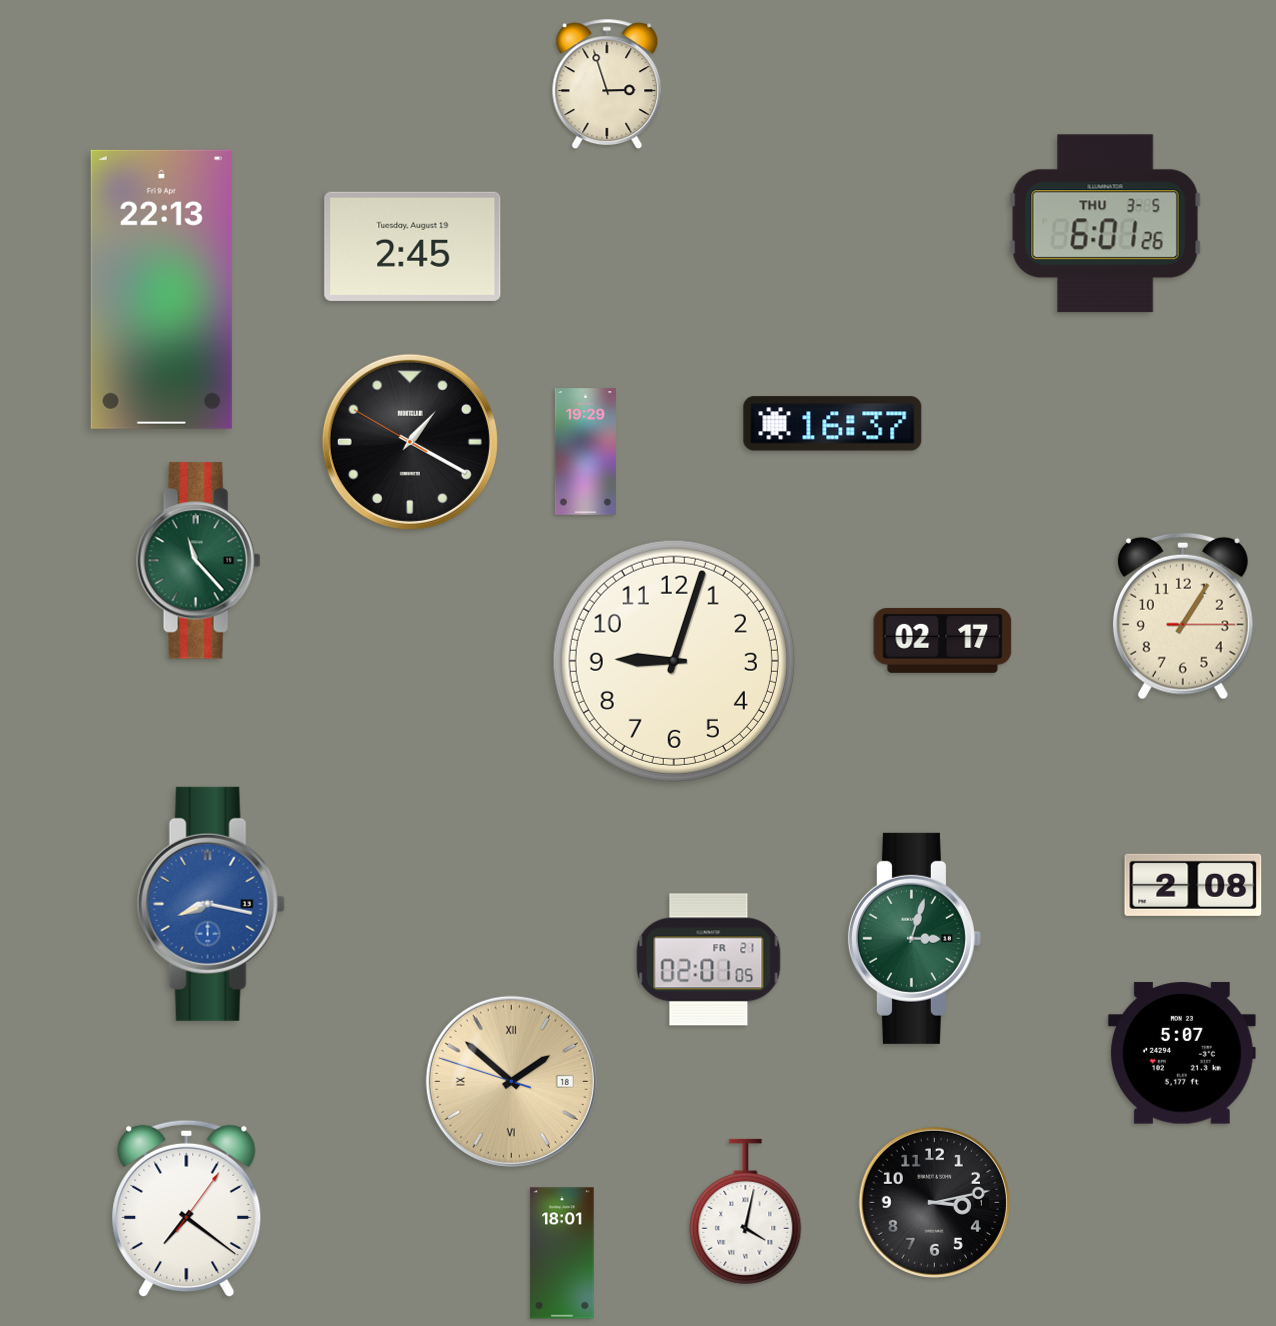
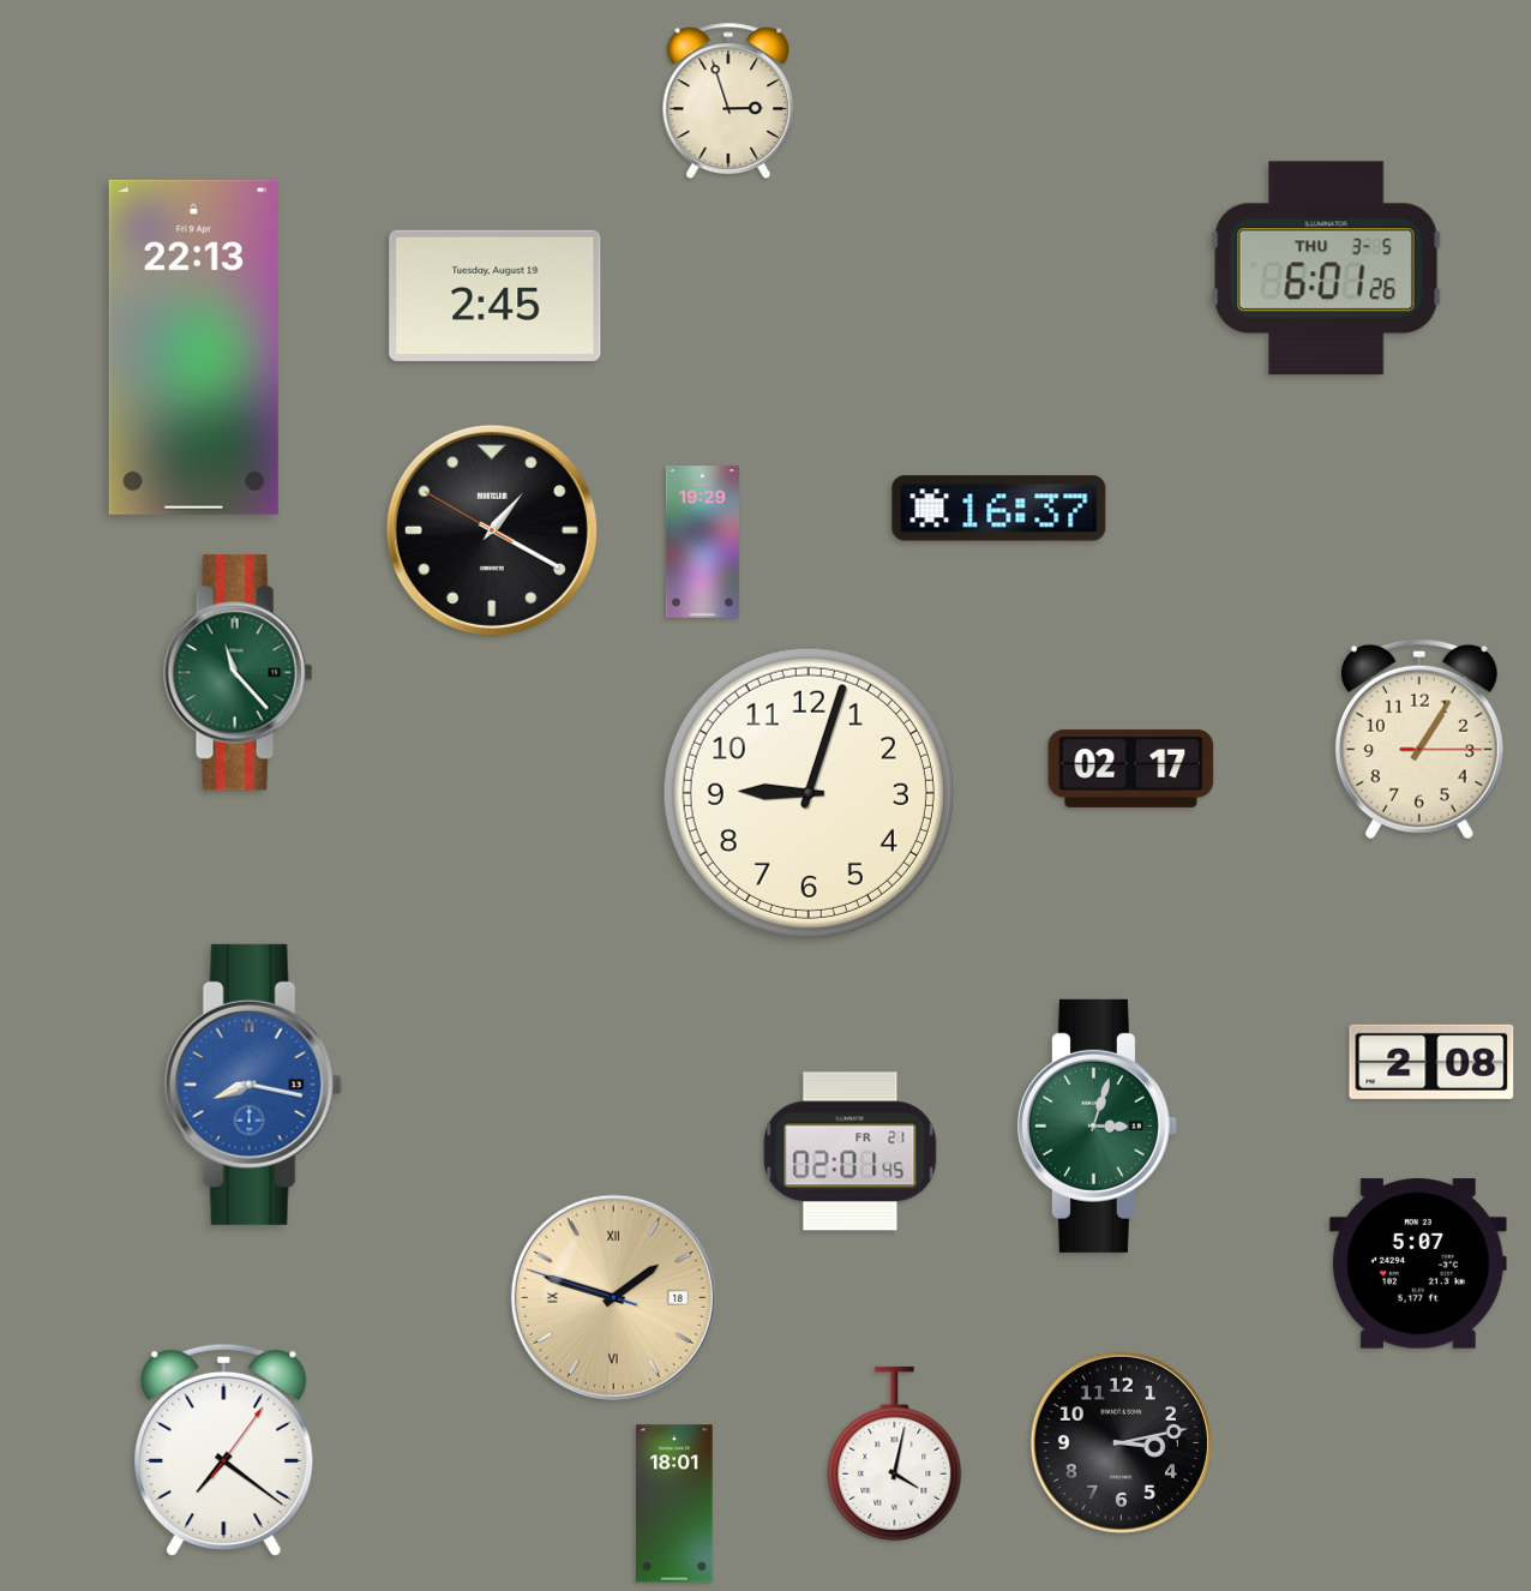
clock at (709, 960): 02:01:05 -> 02:01:45
clock at (511, 1081): 1:51 -> 1:47
